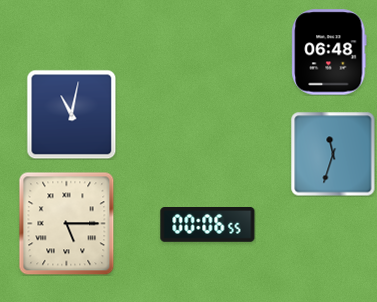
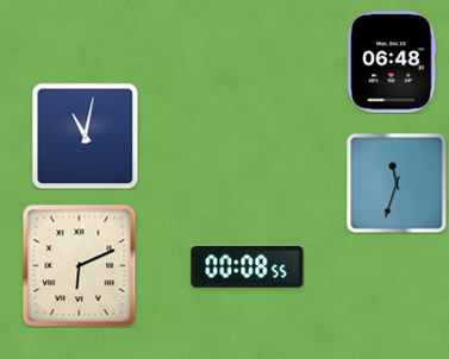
clock at (67, 224): 5:15 -> 6:11
clock at (208, 225): 00:06 -> 00:08
